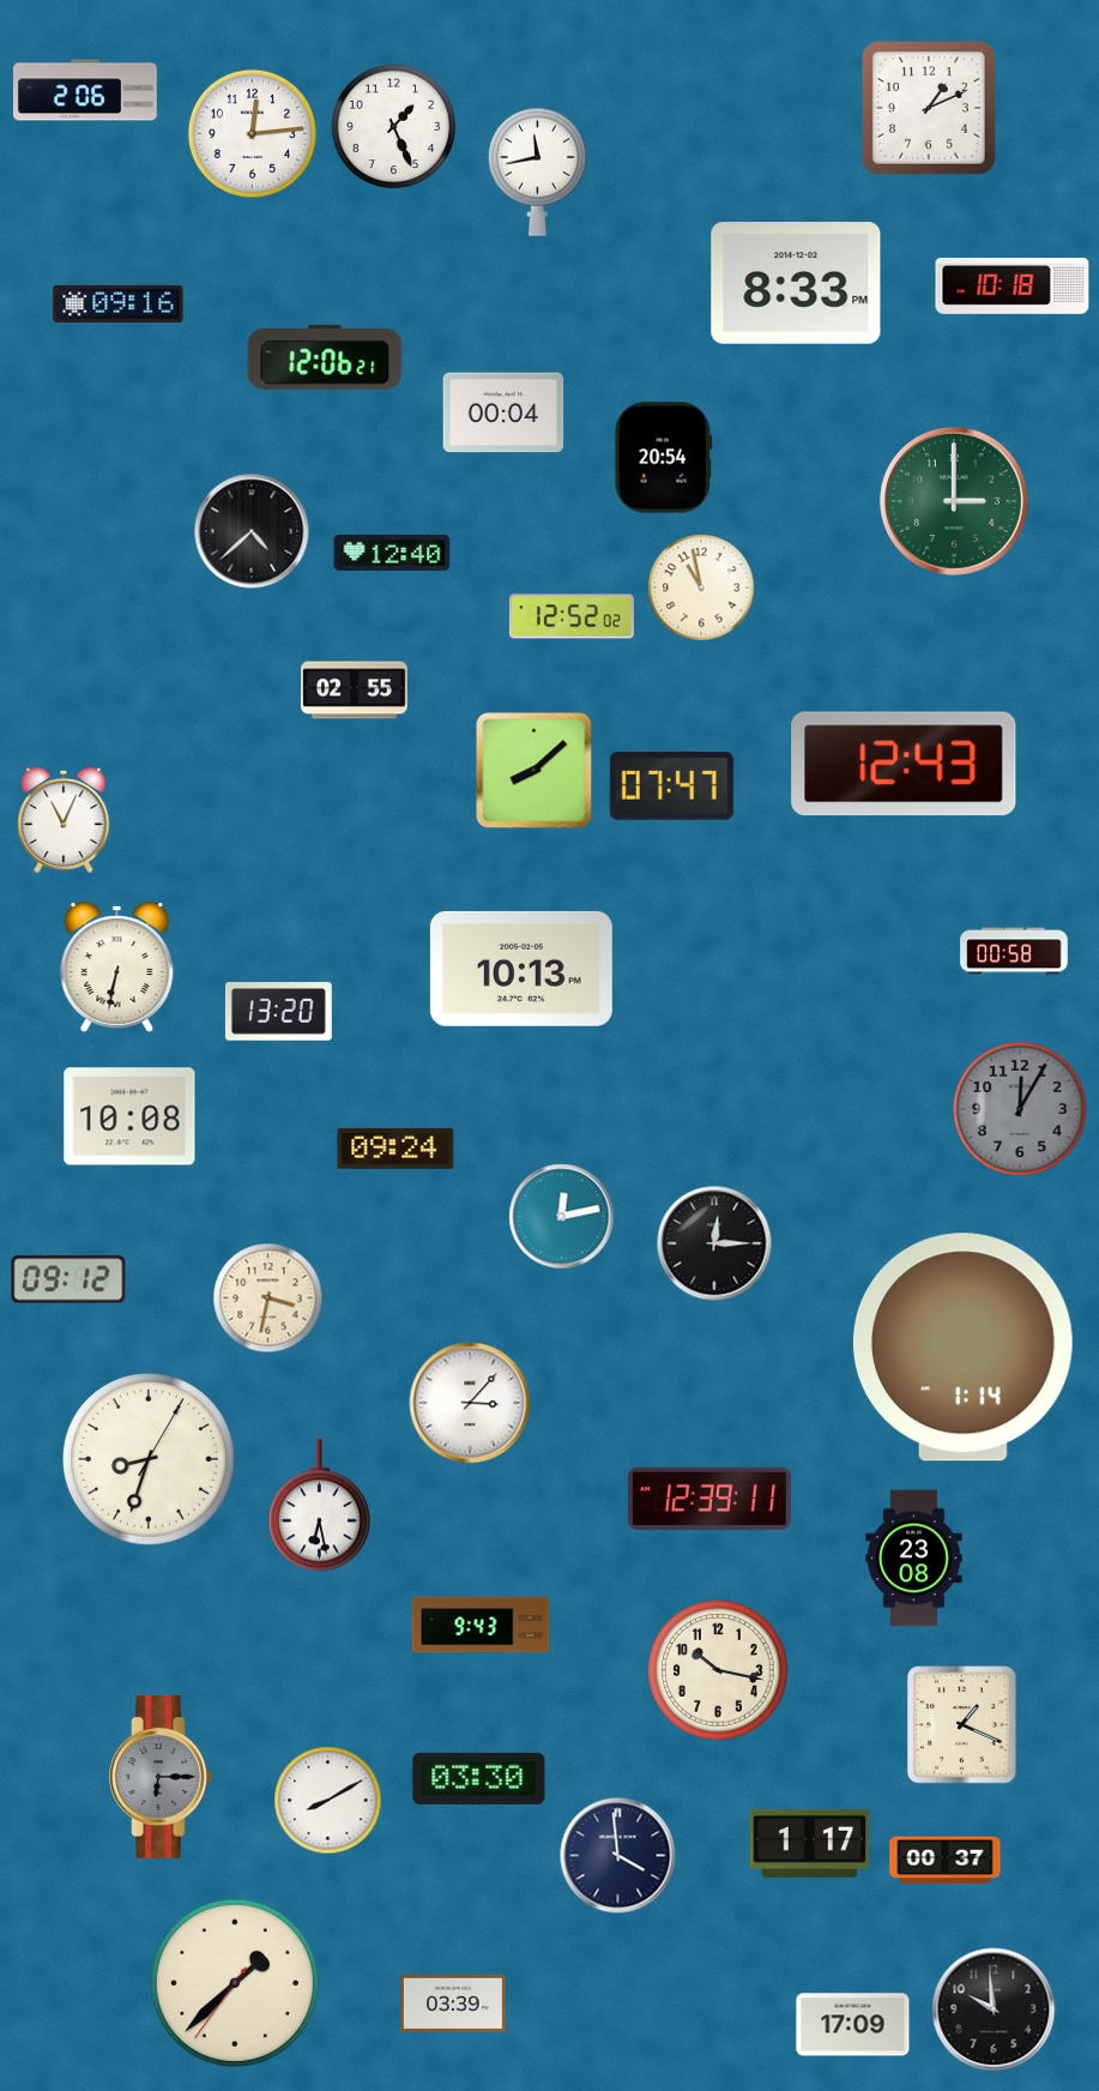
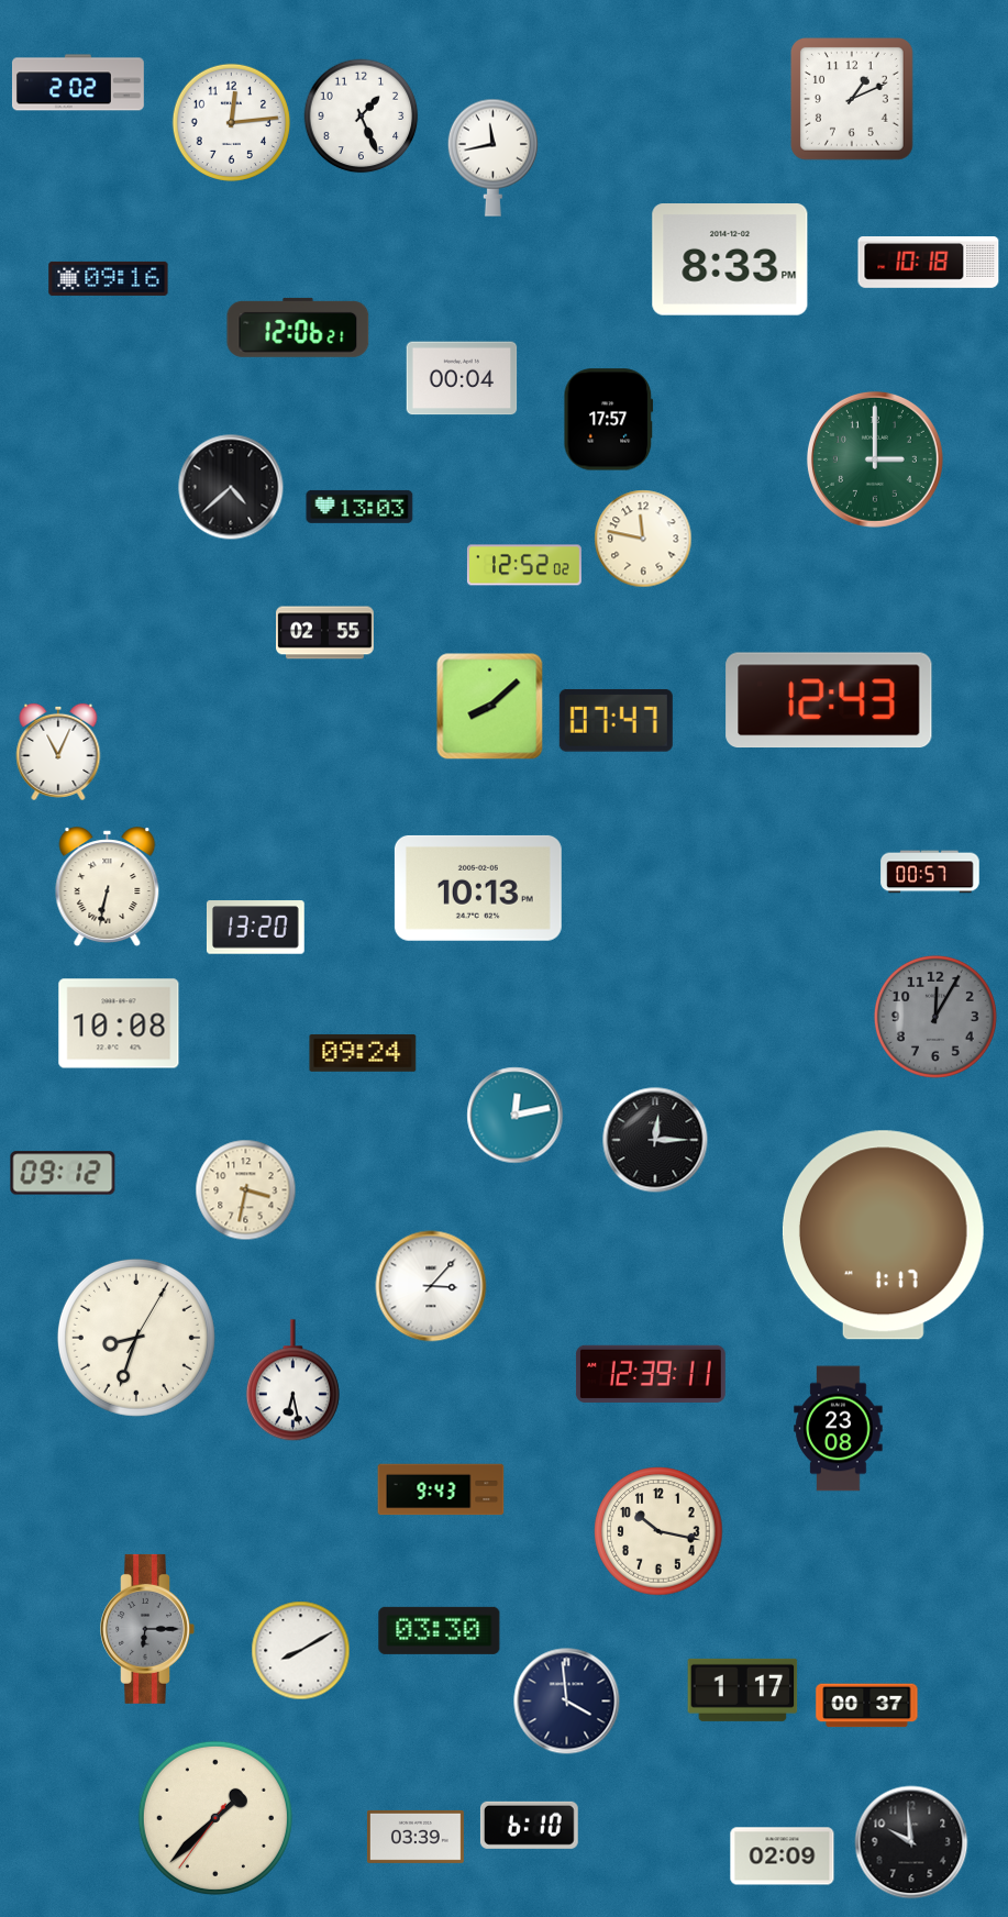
clock at (85, 90): 2:06 -> 2:02
clock at (664, 458): 20:54 -> 17:57
clock at (392, 553): 12:40 -> 13:03
clock at (701, 587): 10:58 -> 11:47
clock at (1014, 951): 00:58 -> 00:57
clock at (962, 1348): 1:14 -> 1:17
clock at (962, 1725): 1:19 -> none
clock at (529, 1825): none -> 6:10
clock at (853, 2025): 17:09 -> 02:09
